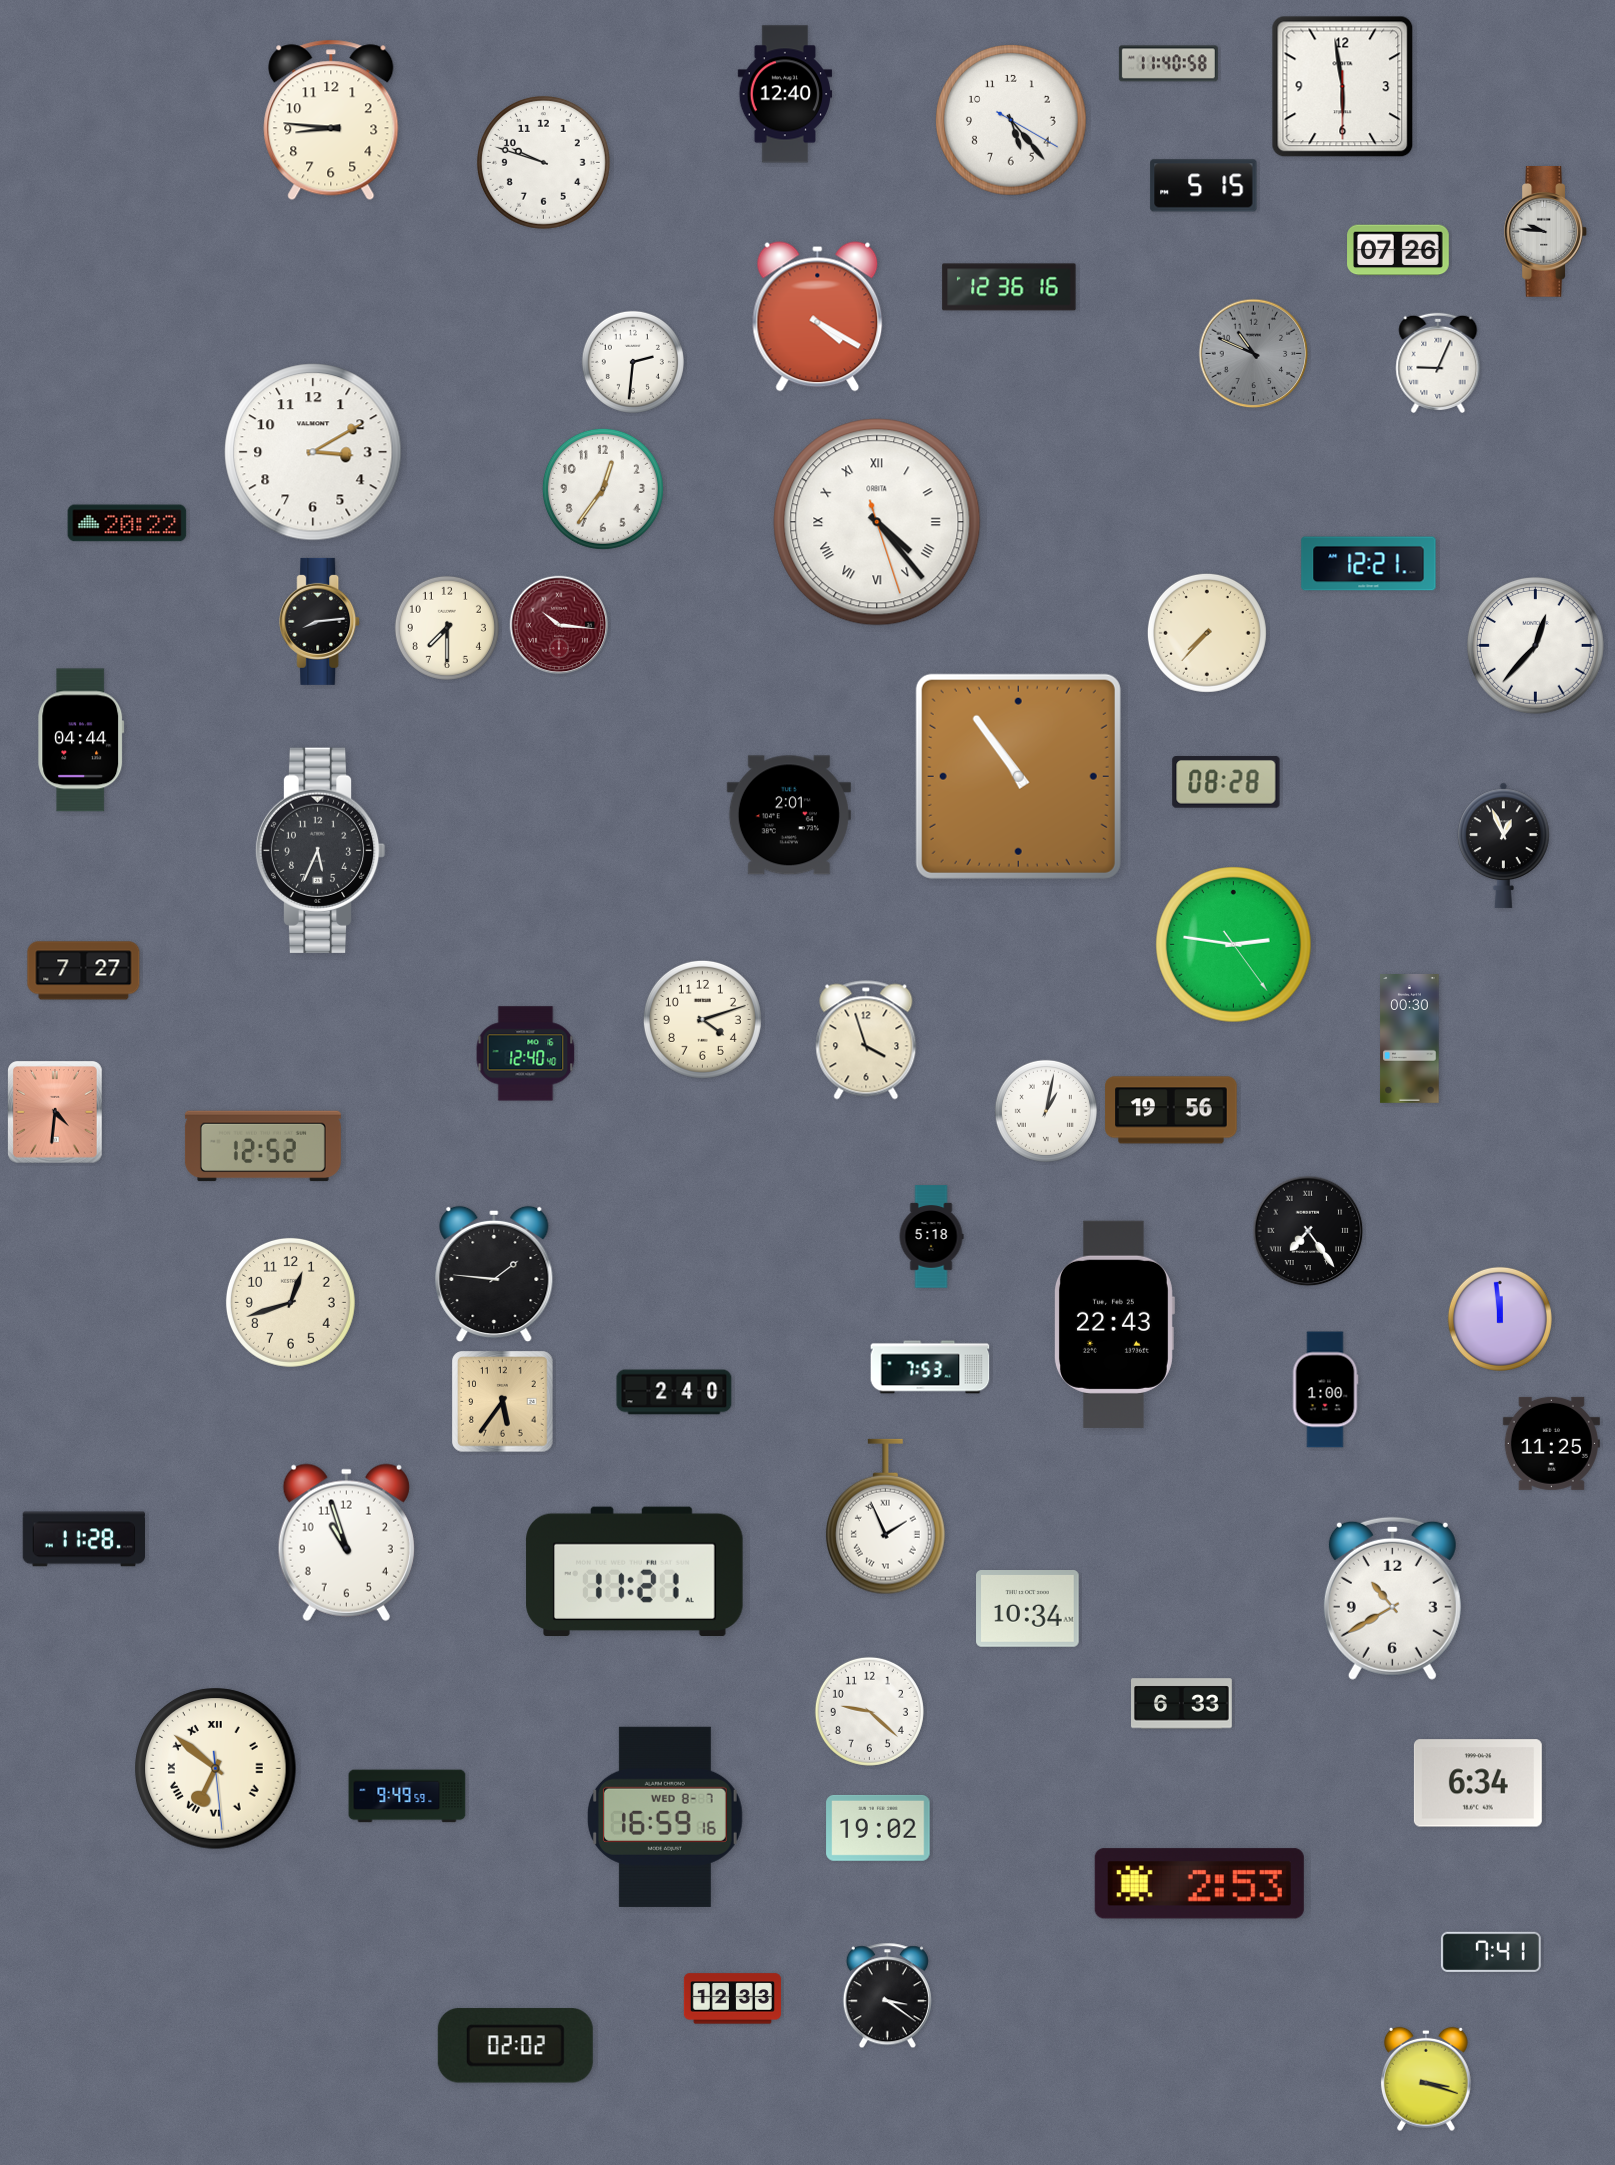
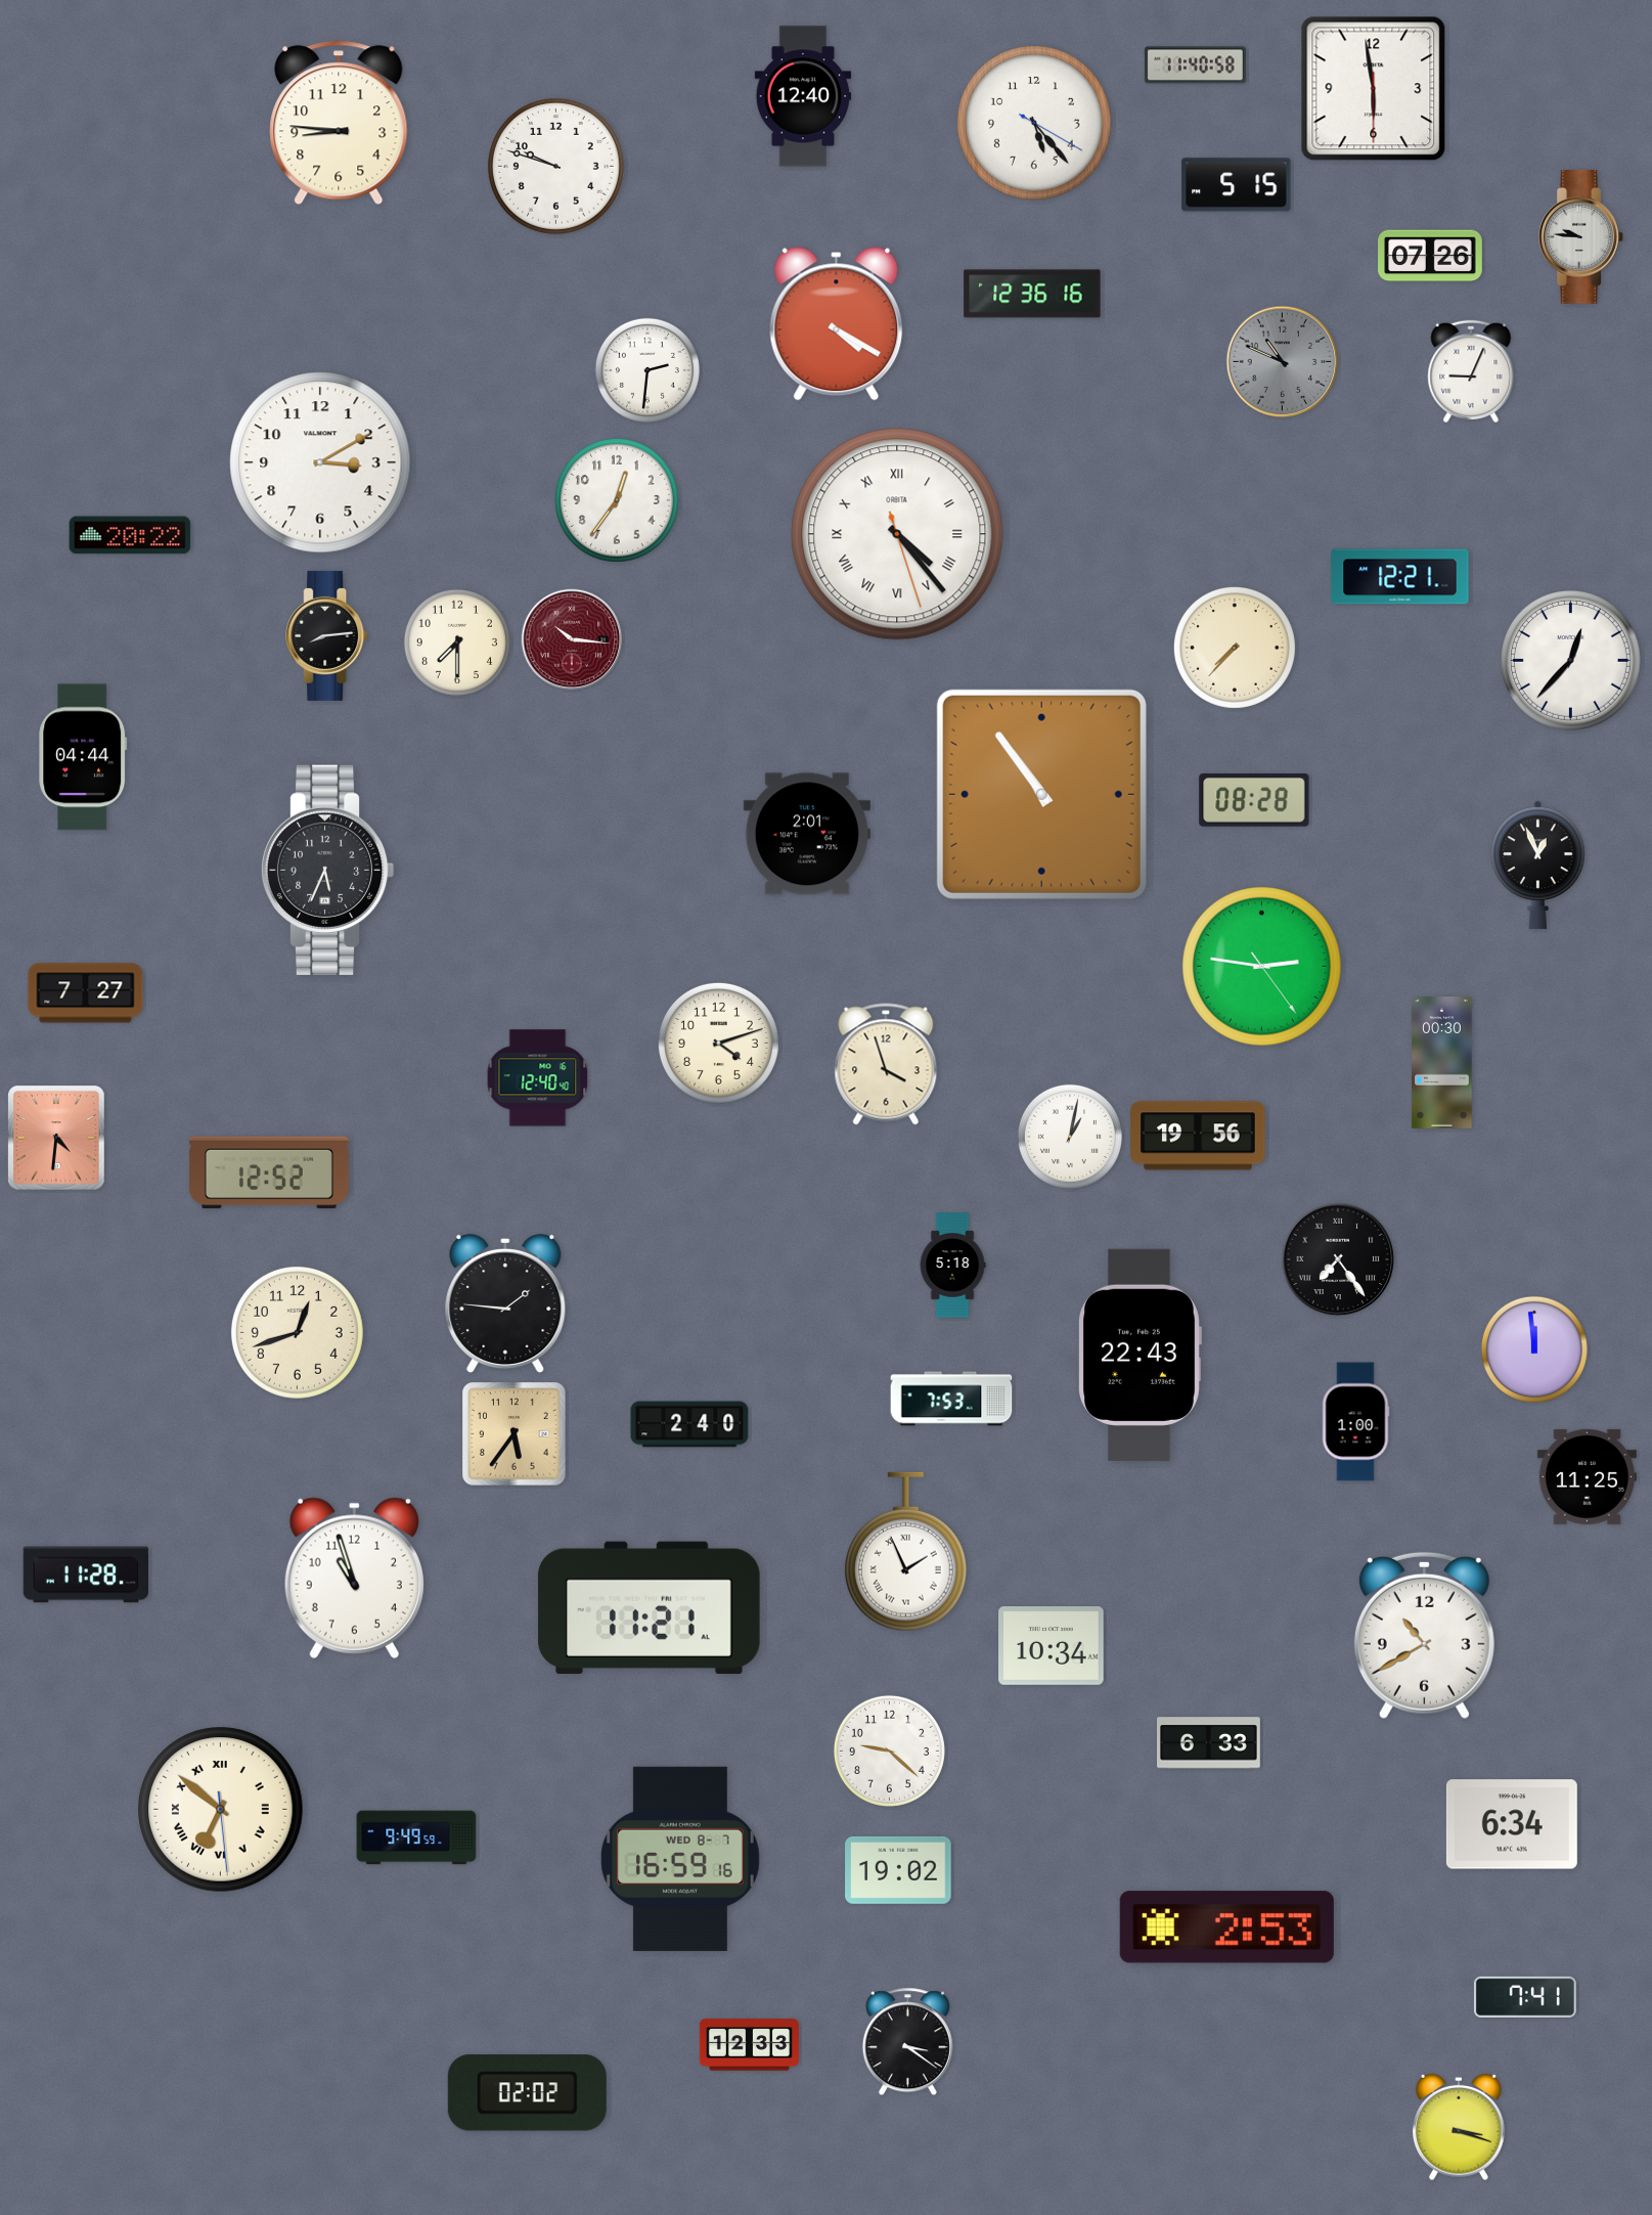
clock at (1204, 186) position: (1204, 186) -> (1237, 185)
